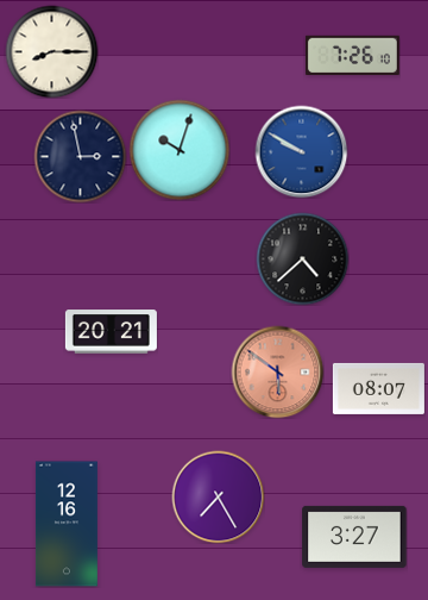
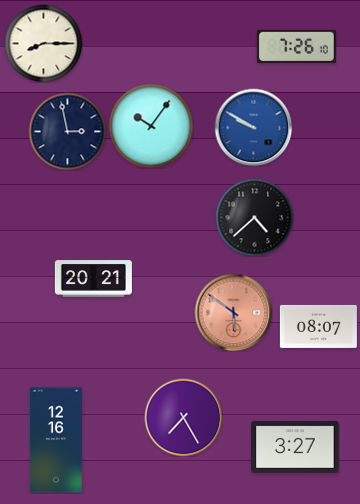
clock at (180, 150): 10:03 -> 10:06
clock at (354, 537) position: (354, 537) -> (295, 447)
